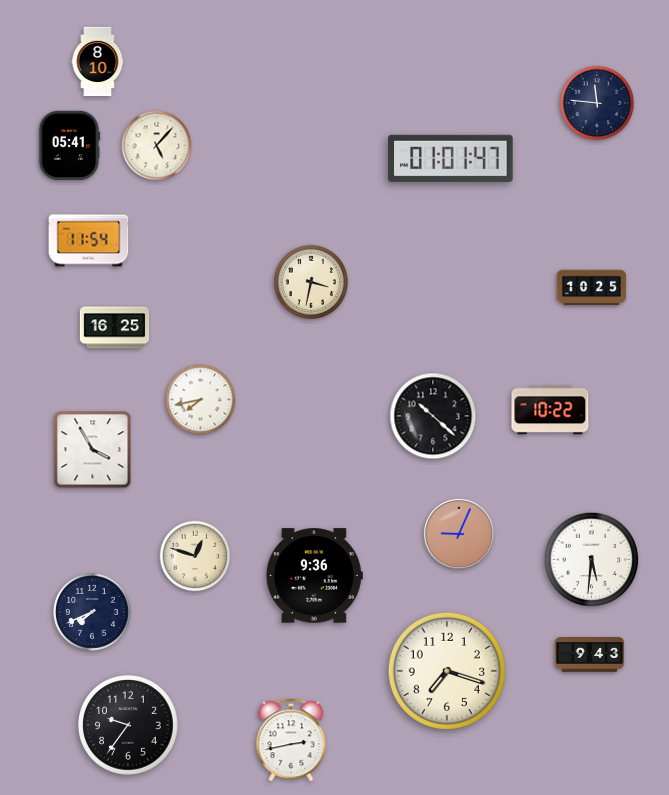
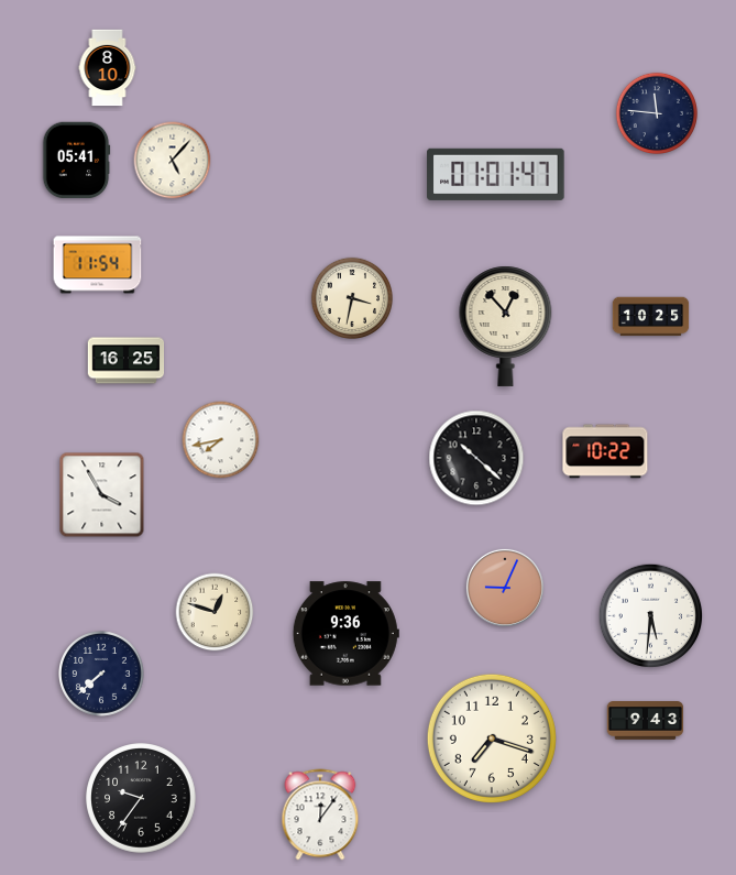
clock at (310, 281) position: (310, 281) -> (351, 297)
clock at (506, 326): none -> 12:53
clock at (93, 613): 7:41 -> 7:38
clock at (590, 655) position: (590, 655) -> (646, 721)
clock at (291, 740): 2:43 -> 12:06
